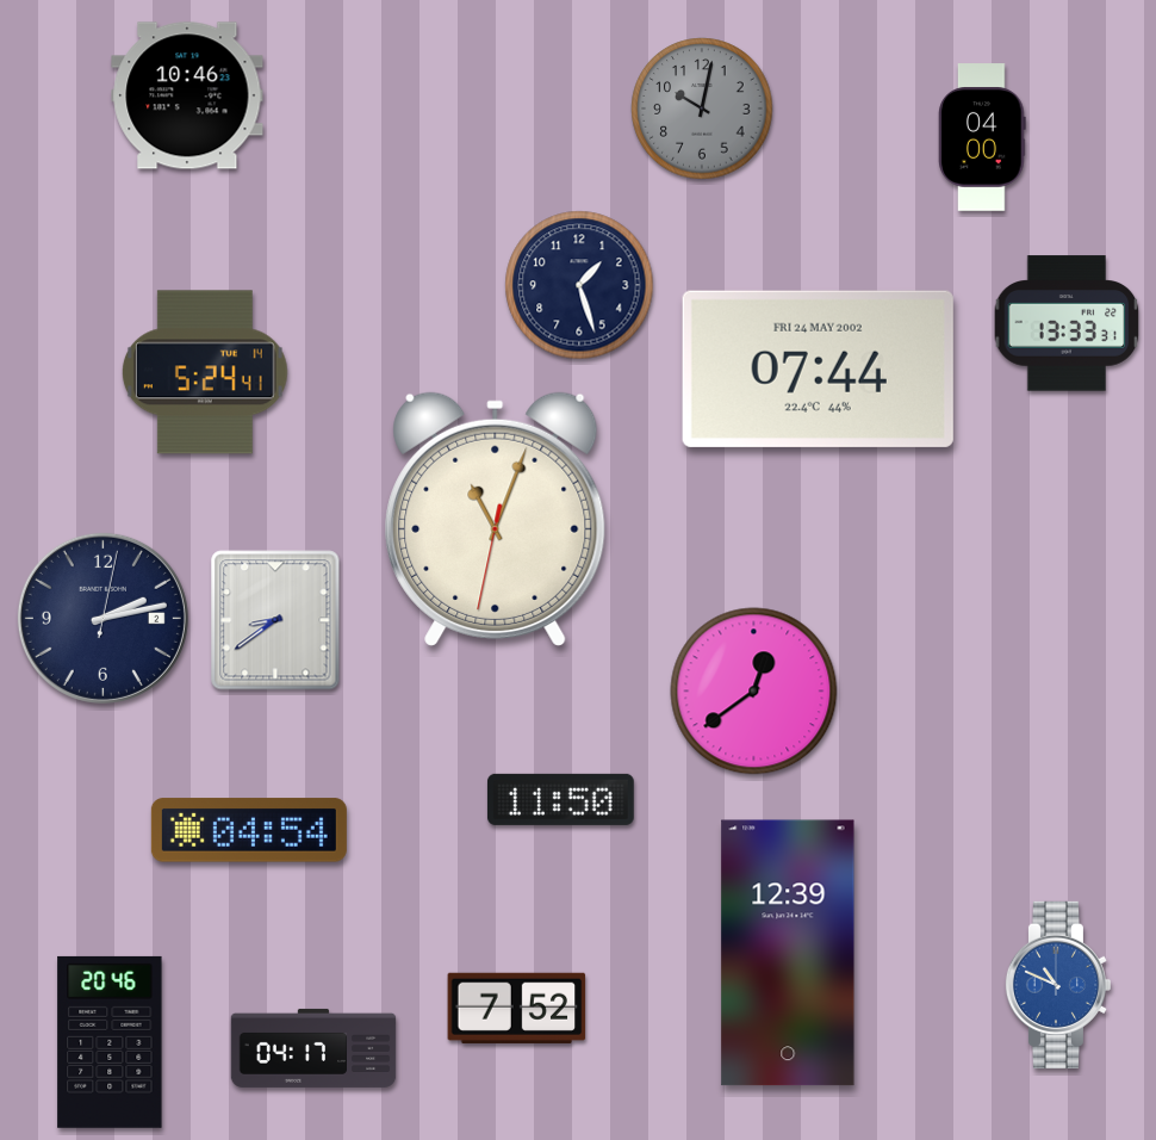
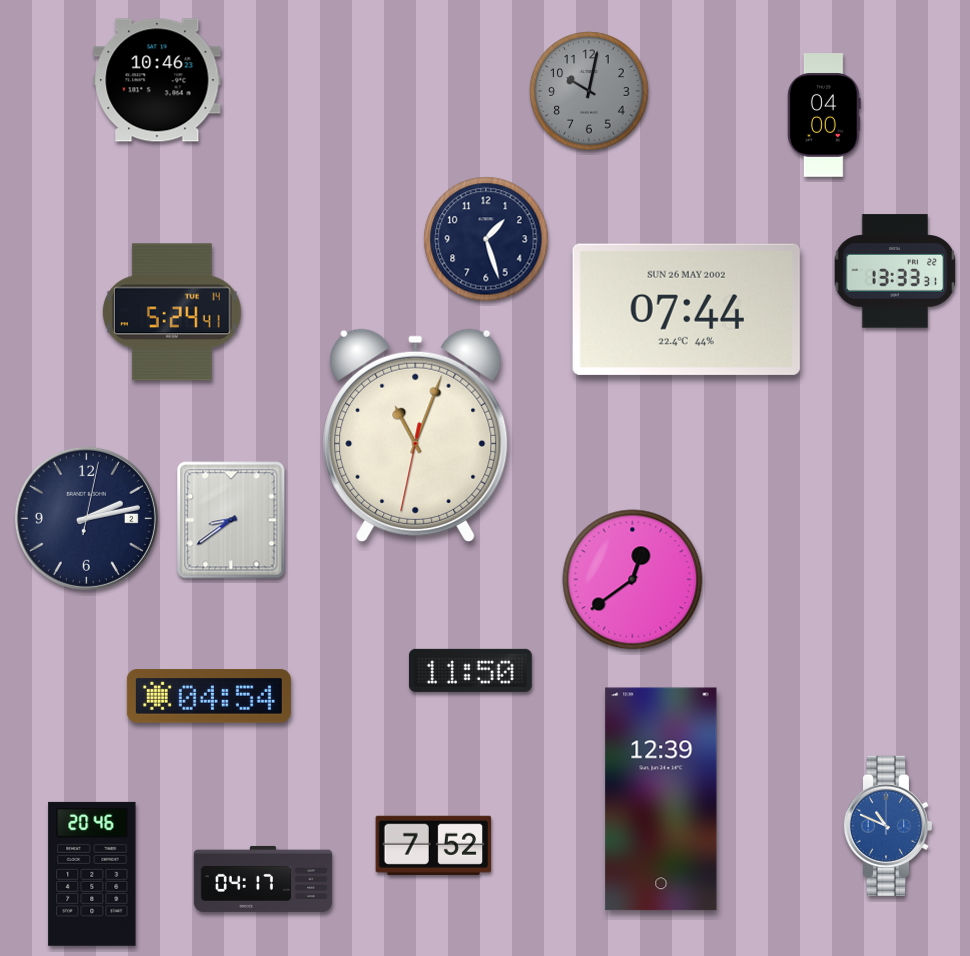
clock at (818, 368) date: FRI 24 MAY 2002 -> SUN 26 MAY 2002
